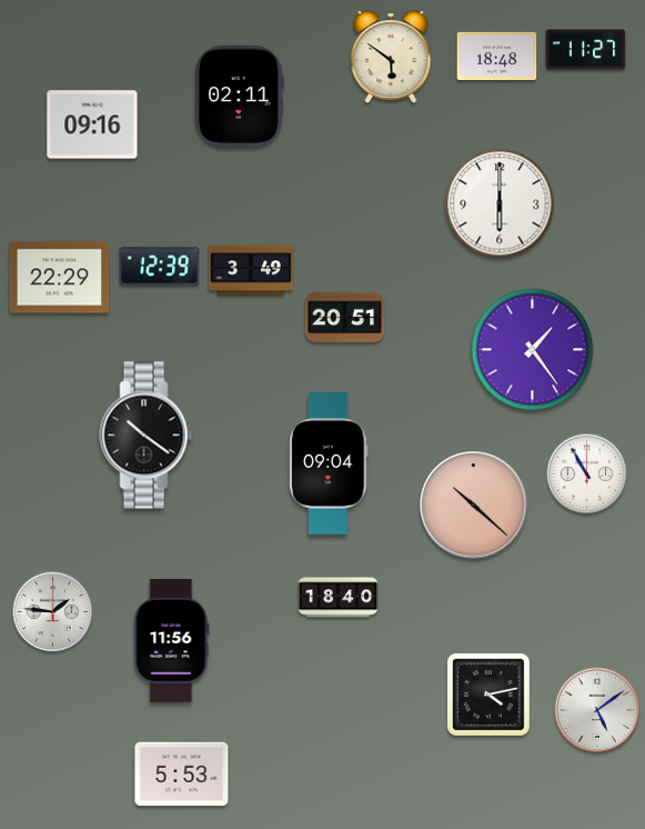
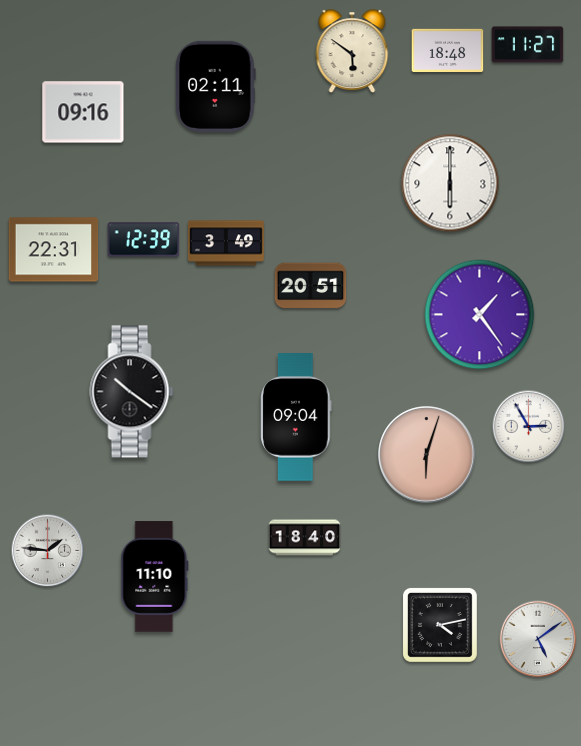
clock at (60, 278): 22:29 -> 22:31
clock at (587, 475): 10:55 -> 2:55
clock at (474, 506): 10:22 -> 6:03
clock at (172, 641): 11:56 -> 11:10
clock at (182, 775): 5:53 -> none
